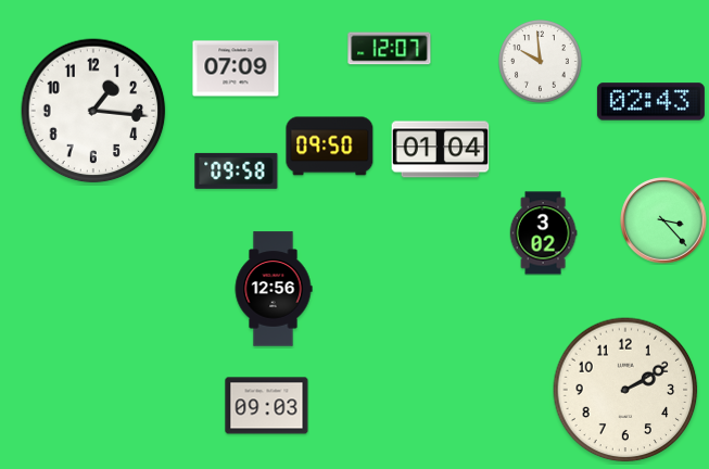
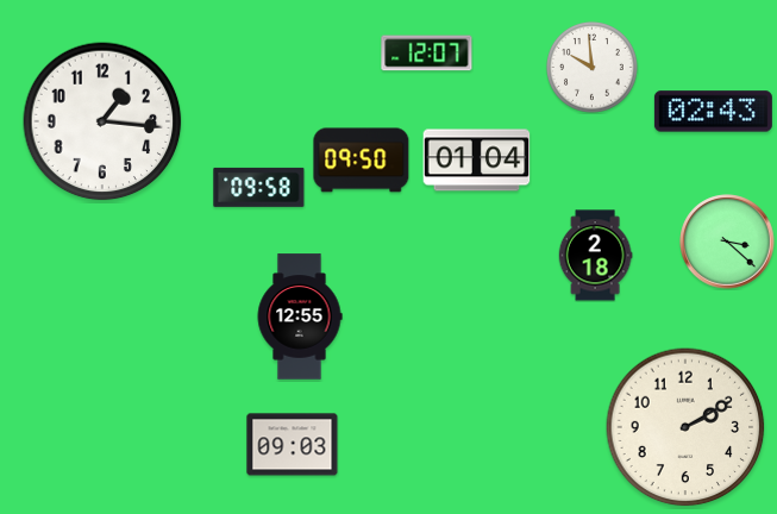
clock at (236, 68): 07:09 -> none
clock at (441, 150) position: (441, 150) -> (477, 161)
clock at (663, 220): 3:23 -> 3:22
clock at (543, 233): 3:02 -> 2:18
clock at (274, 289): 12:56 -> 12:55
